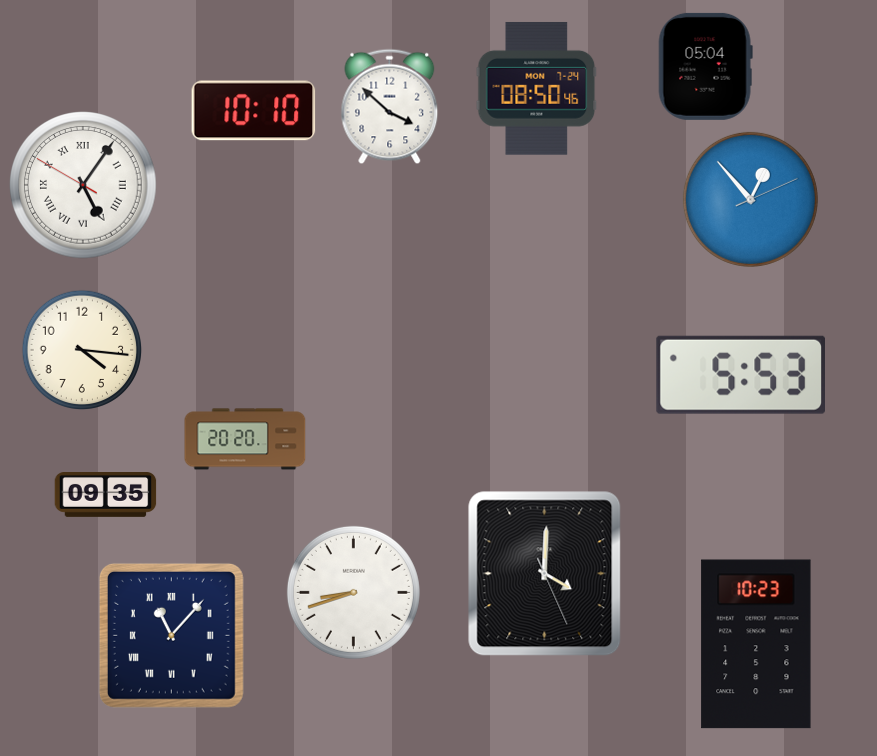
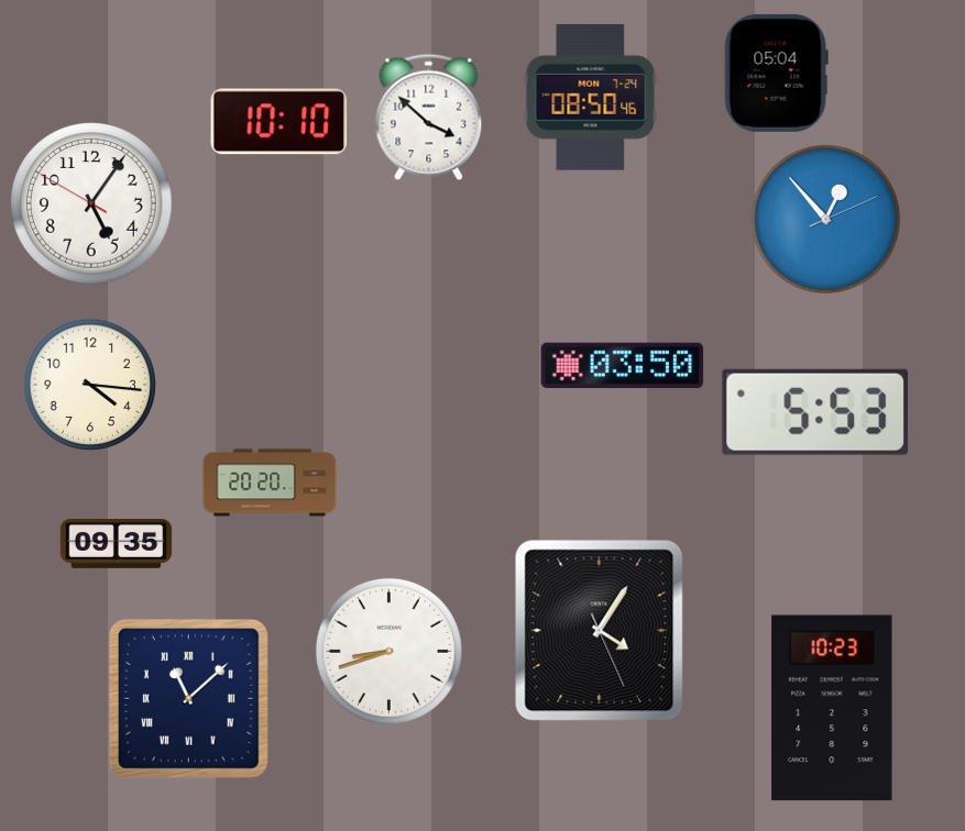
clock at (84, 186) numerals: Roman -> Arabic
clock at (623, 366): none -> 03:50
clock at (545, 574): 4:00 -> 4:05
clock at (171, 635): 11:07 -> 11:08
